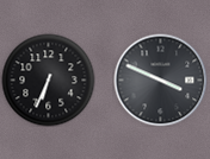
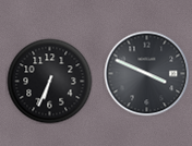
clock at (48, 79) position: (48, 79) -> (49, 81)
